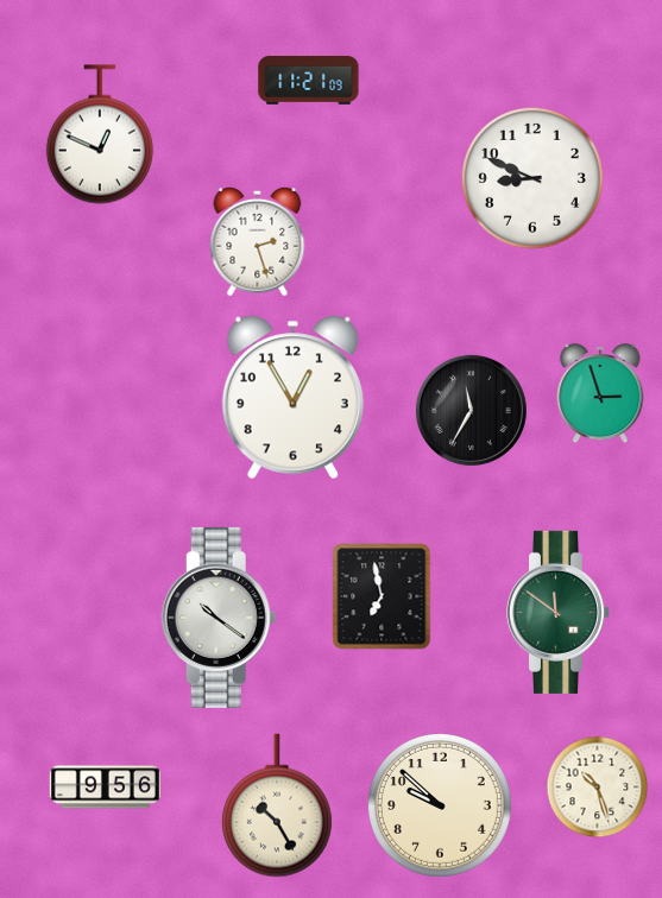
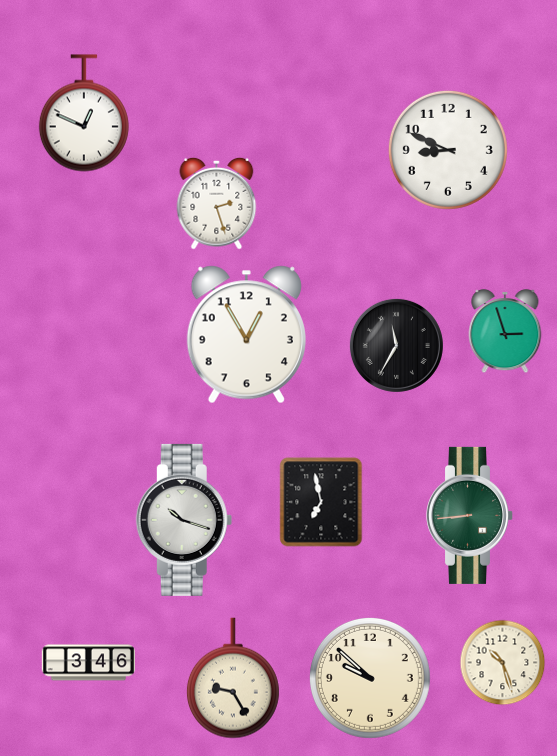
clock at (309, 81): 11:21 -> none
clock at (559, 612): 11:51 -> 8:44
clock at (219, 618): 10:21 -> 10:18
clock at (105, 788): 9:56 -> 3:46
clock at (277, 805): 10:25 -> 9:25
